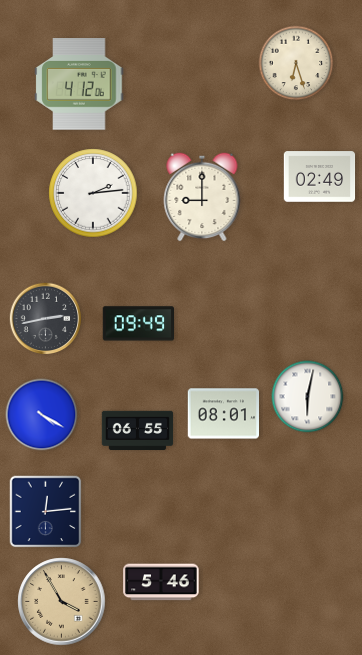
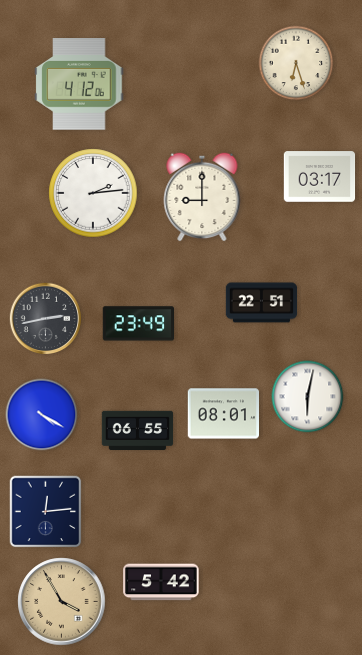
clock at (320, 177): 02:49 -> 03:17
clock at (262, 303): none -> 22:51
clock at (138, 324): 09:49 -> 23:49
clock at (161, 582): 5:46 -> 5:42
